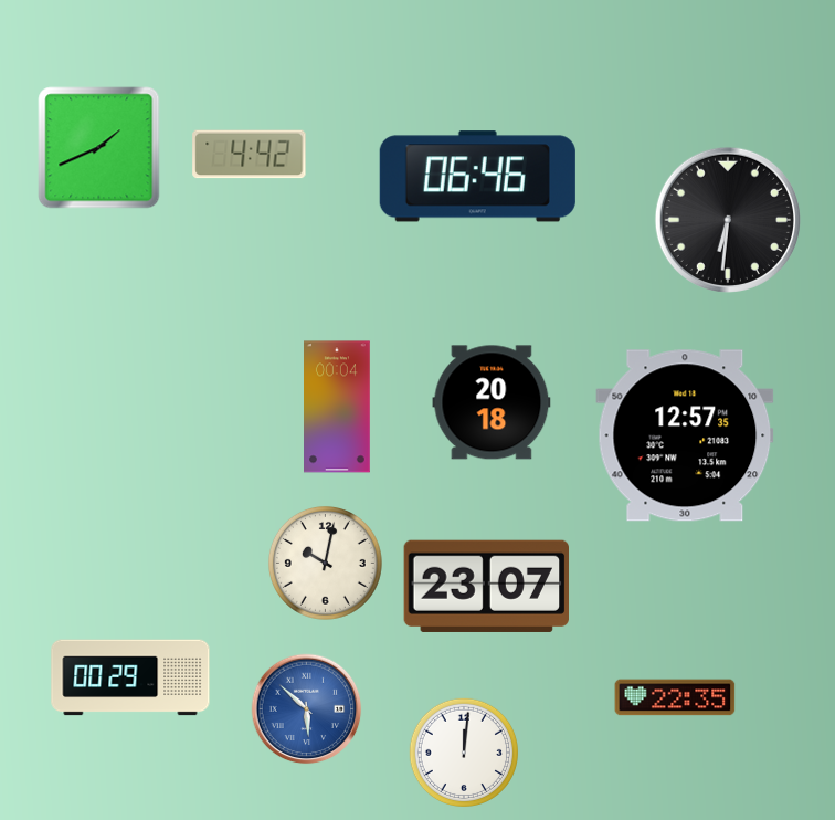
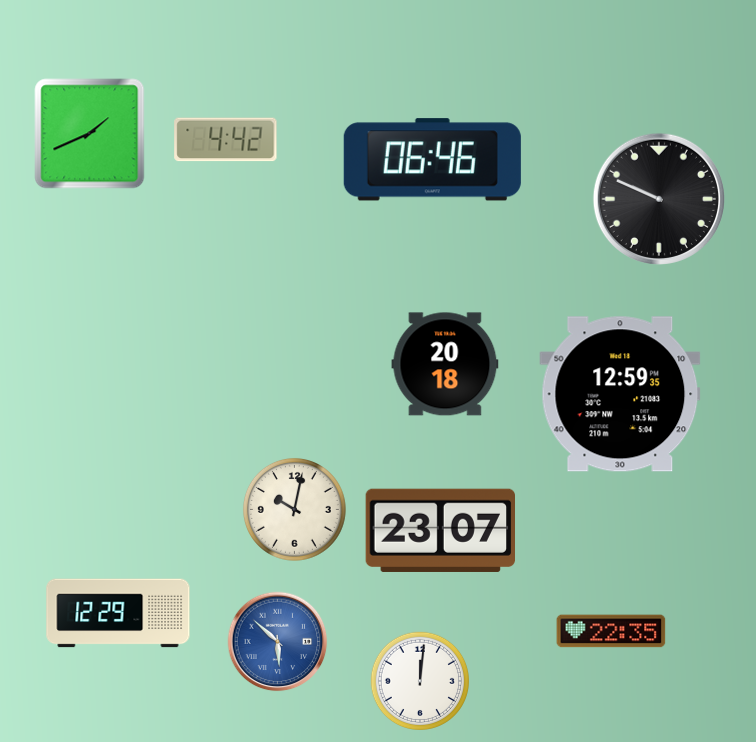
clock at (728, 220): 6:31 -> 9:49
clock at (338, 407): 00:04 -> none
clock at (685, 435): 12:57 -> 12:59
clock at (130, 677): 00:29 -> 12:29
